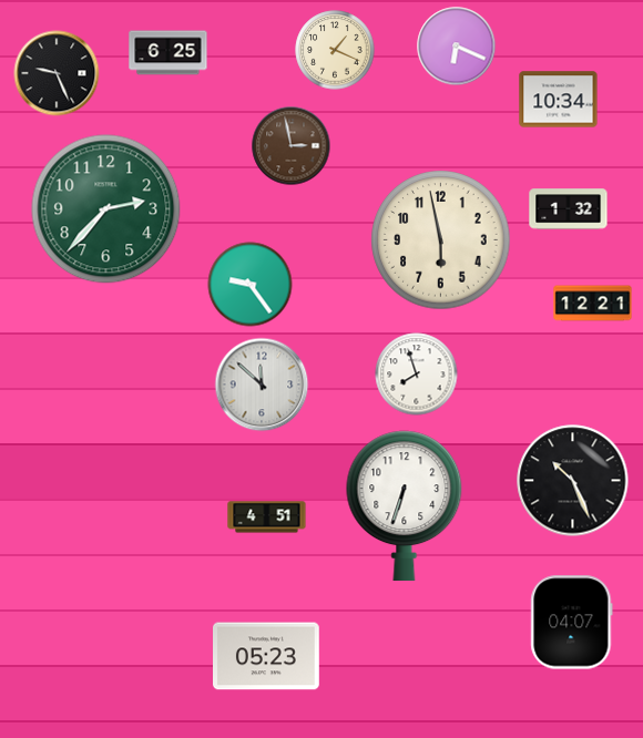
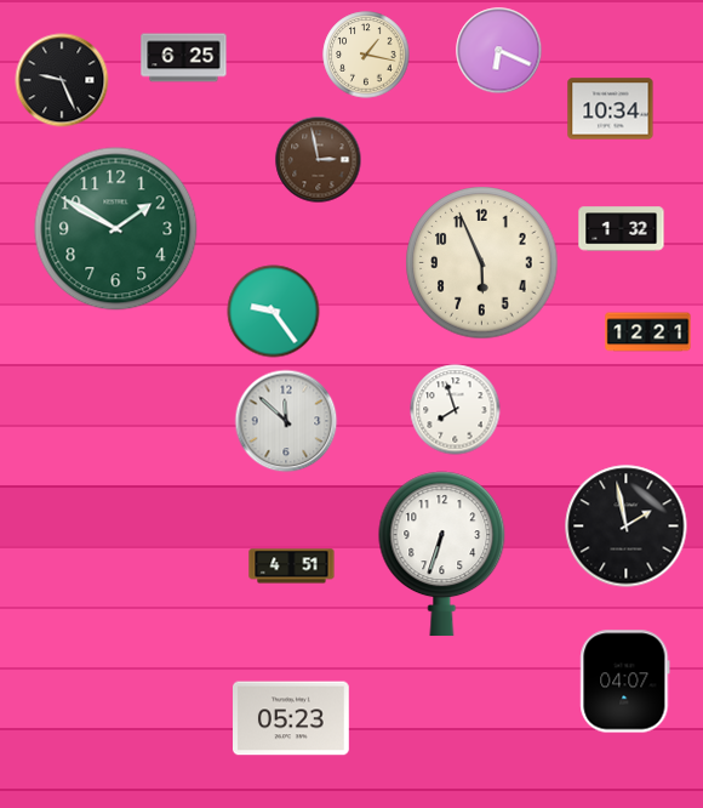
clock at (335, 50): 1:19 -> 1:17
clock at (106, 209): 2:37 -> 1:50
clock at (441, 240): 5:58 -> 5:56
clock at (573, 481): 10:26 -> 1:58
